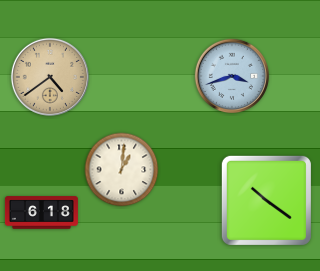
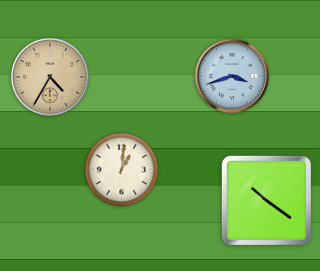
clock at (50, 77): 4:39 -> 4:35
clock at (41, 213): 6:18 -> none
